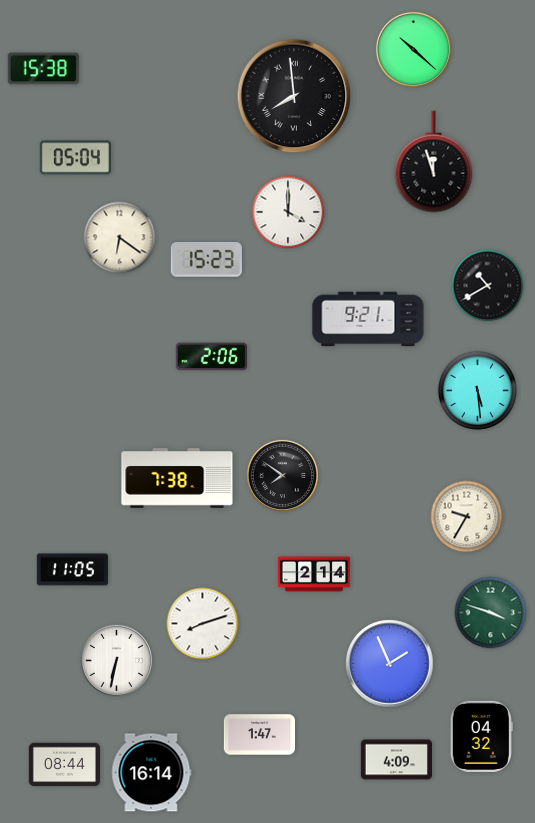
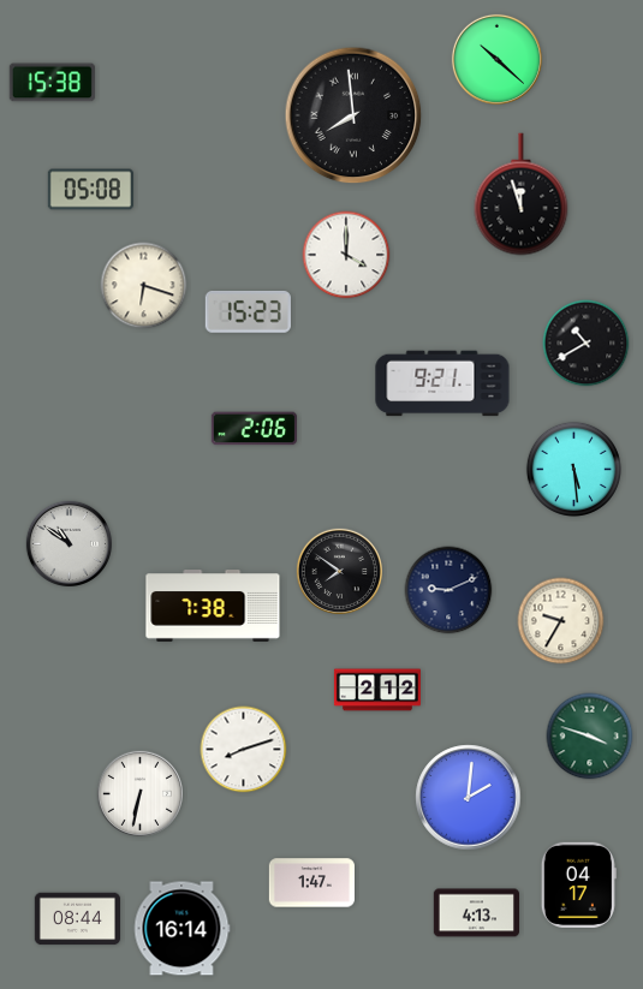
clock at (75, 158): 05:04 -> 05:08
clock at (120, 238): 6:21 -> 6:18
clock at (69, 543): none -> 10:51
clock at (177, 479) position: (177, 479) -> (213, 607)
clock at (448, 590): none -> 9:11
clock at (72, 570): 11:05 -> none
clock at (314, 574): 2:14 -> 2:12
clock at (390, 664): 1:56 -> 2:01
clock at (481, 736): 04:32 -> 04:17
clock at (396, 760): 4:09 -> 4:13
